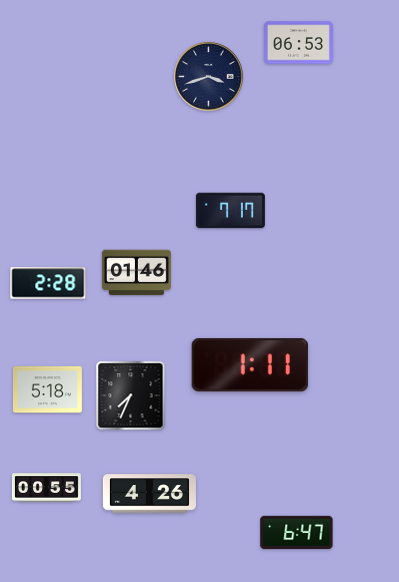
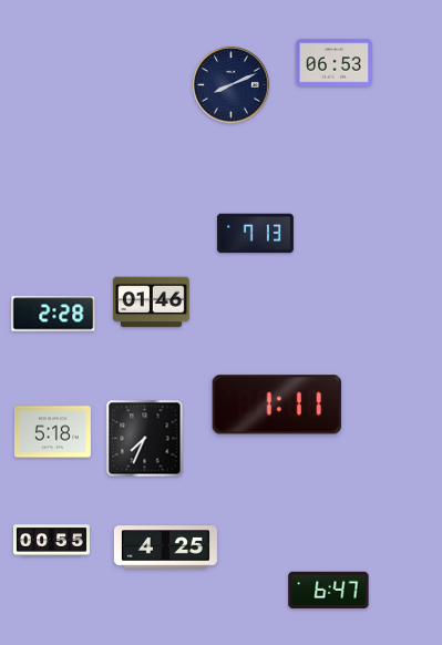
clock at (298, 43) position: (298, 43) -> (333, 63)
clock at (209, 77): 3:42 -> 8:11
clock at (230, 211): 7:17 -> 7:13
clock at (149, 494): 4:26 -> 4:25
